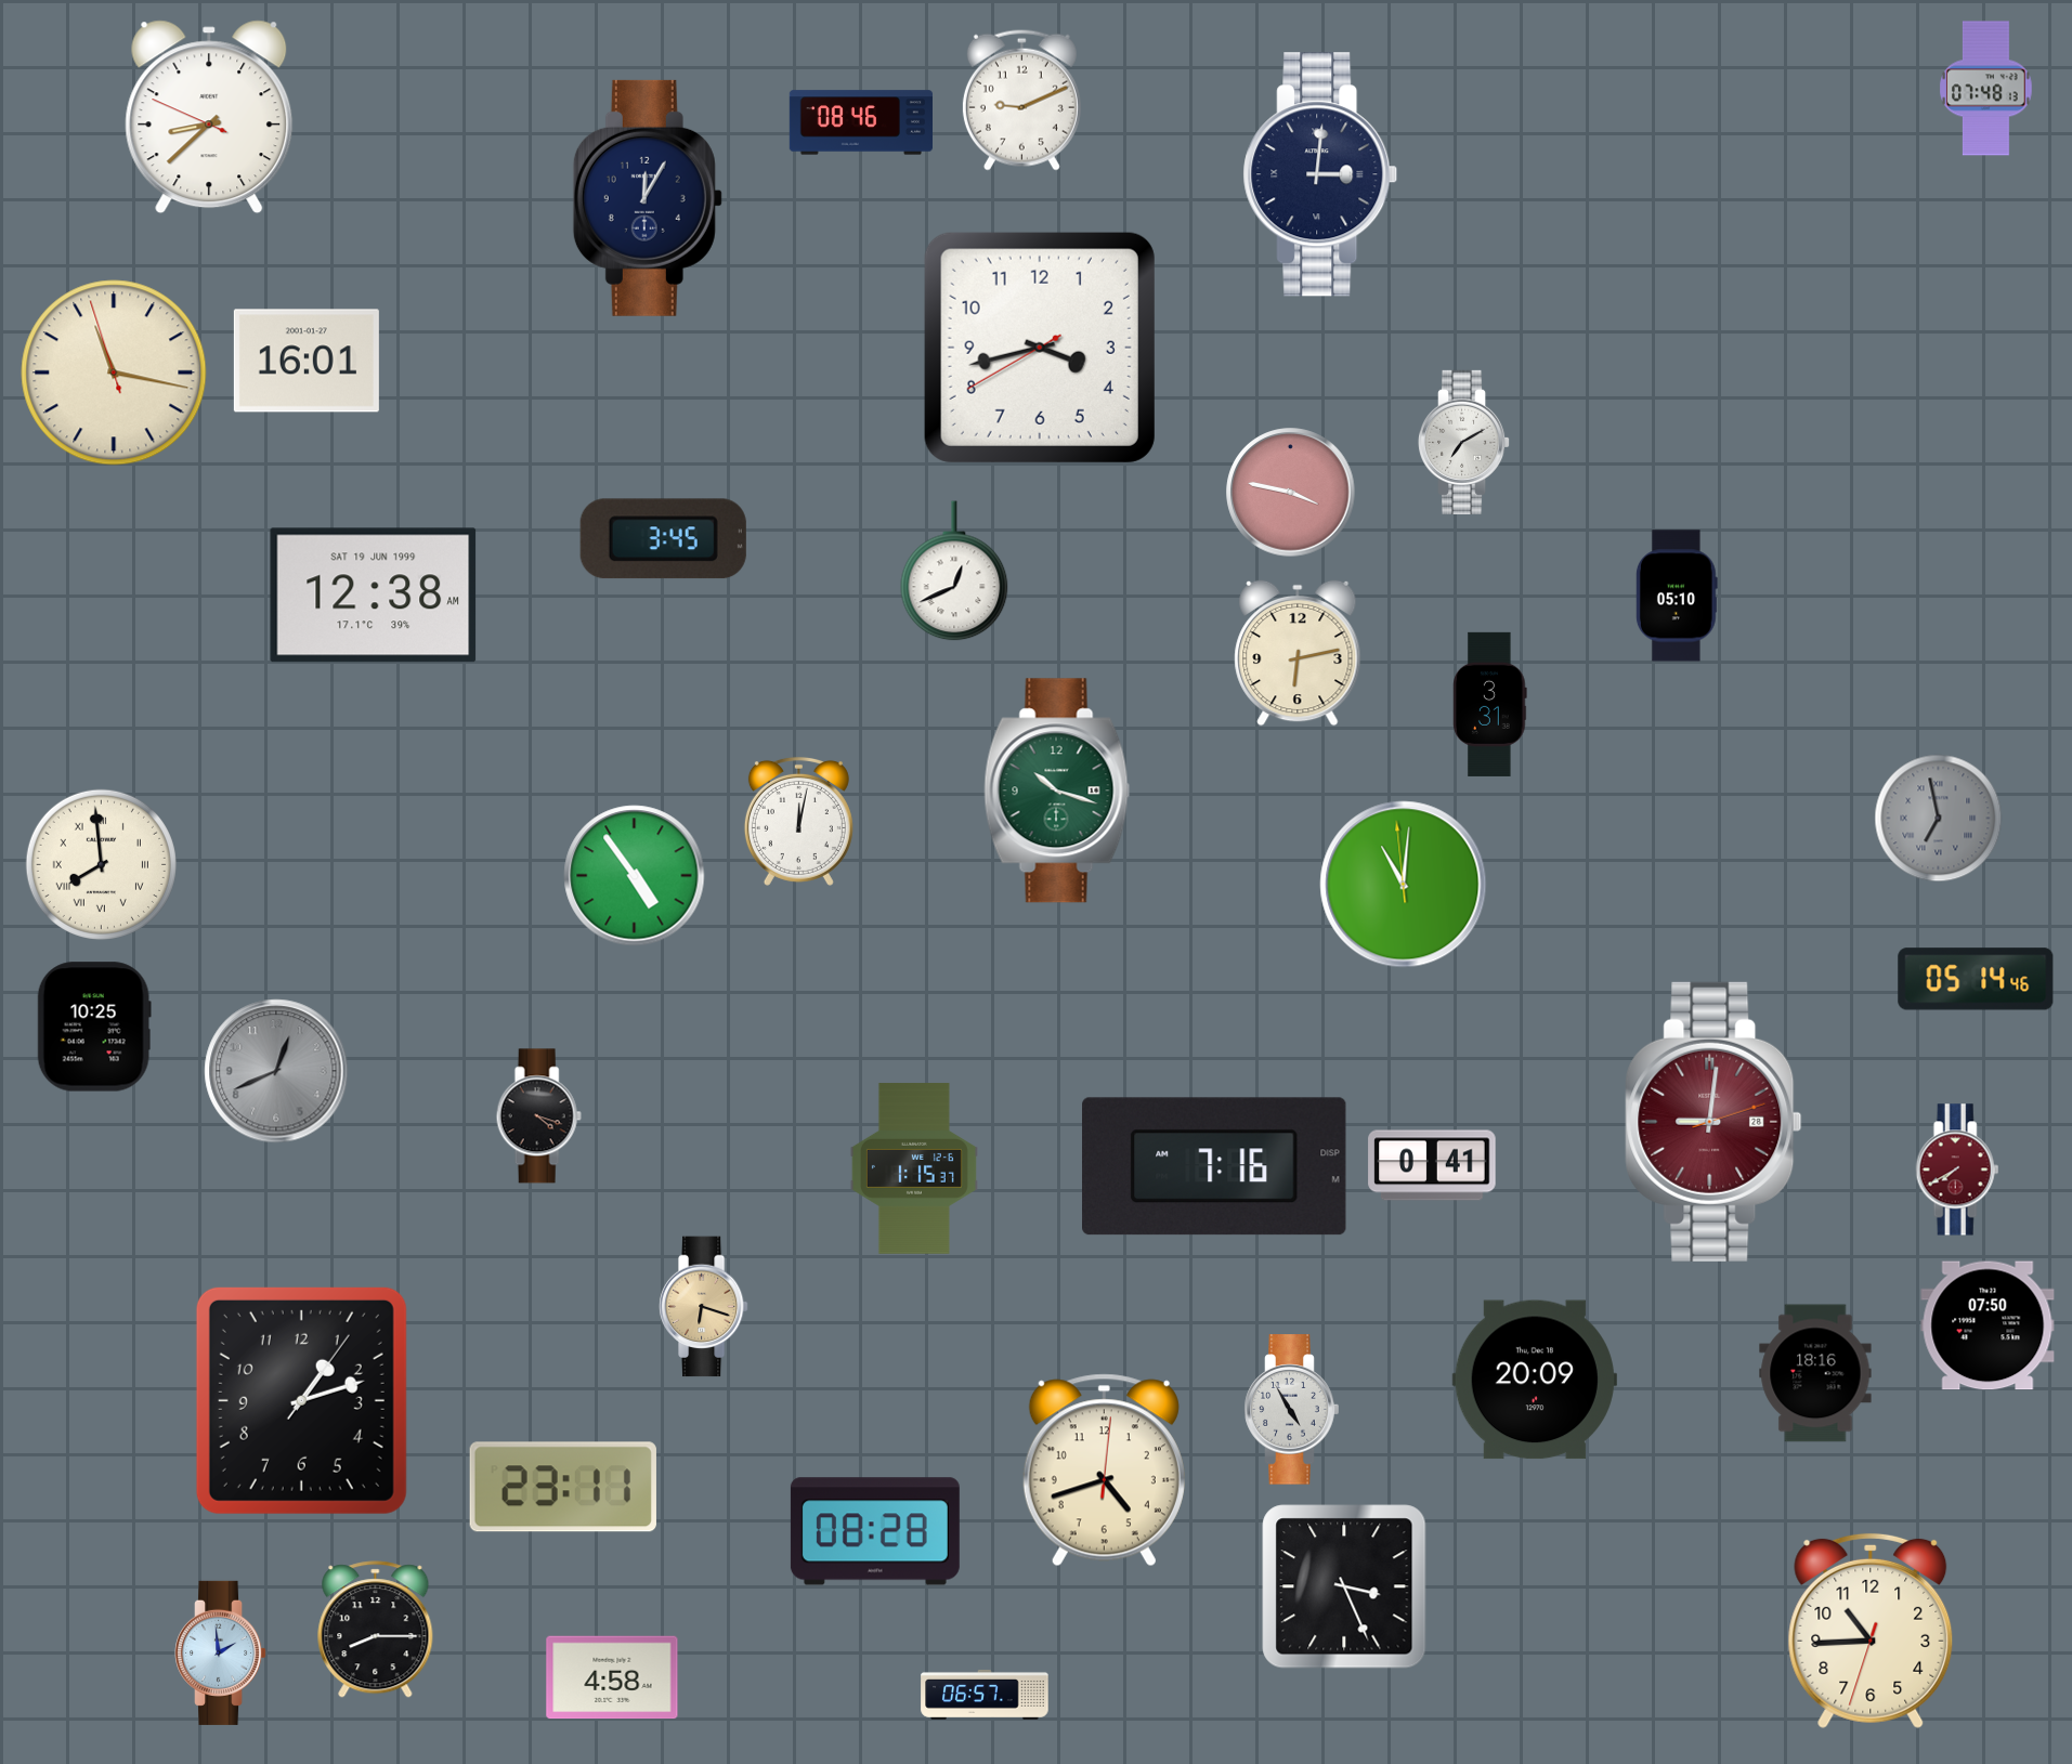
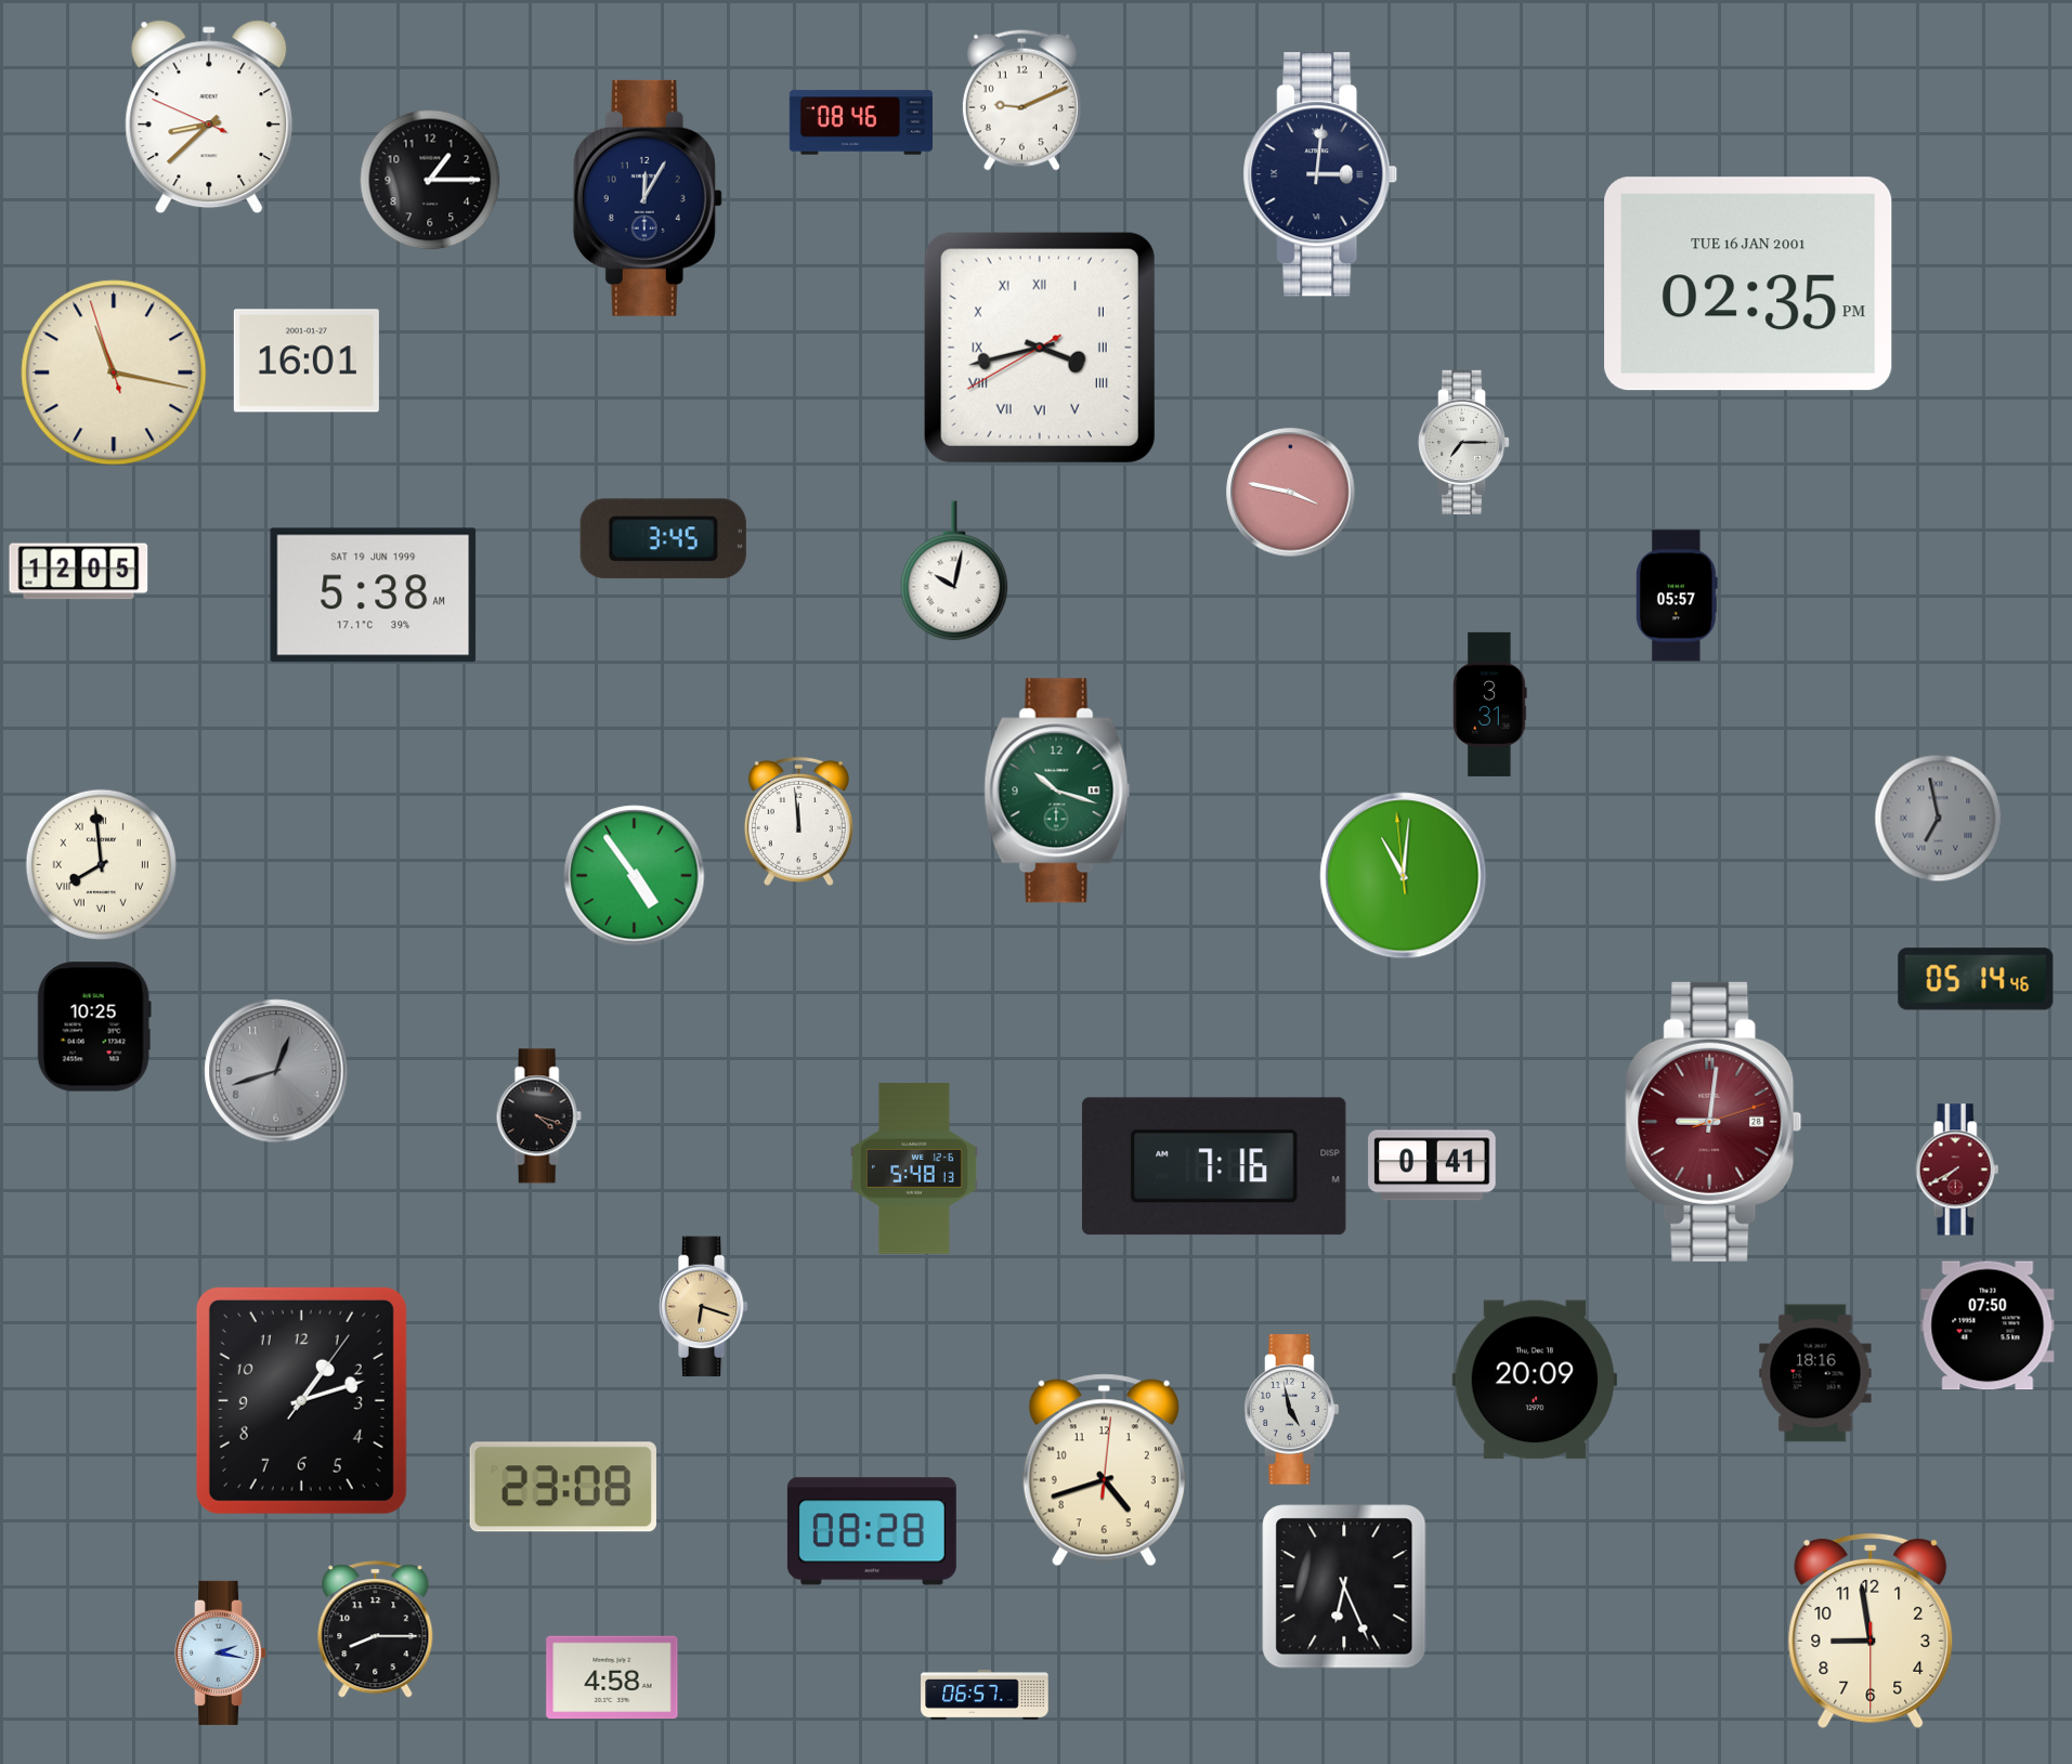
clock at (1986, 89): 07:48 -> none
clock at (430, 180): none -> 1:15
clock at (1748, 284): none -> 02:35
clock at (1040, 348) numerals: Arabic -> Roman
clock at (1464, 442): 7:10 -> 7:15
clock at (954, 571): 12:41 -> 10:02
clock at (79, 572): none -> 12:05
clock at (374, 596): 12:38 -> 5:38
clock at (1677, 596): 05:10 -> 05:57
clock at (1298, 653): 6:13 -> none
clock at (798, 821): 12:02 -> 11:59
clock at (1404, 885) position: (1404, 885) -> (1404, 876)
clock at (276, 1071): 12:41 -> 12:42
clock at (914, 1168): 1:15 -> 5:48
clock at (1292, 1410): 4:55 -> 4:58
clock at (563, 1487): 23:11 -> 23:08
clock at (875, 1531) position: (875, 1531) -> (872, 1531)
clock at (1344, 1586): 3:26 -> 6:26
clock at (1871, 1631): 10:44 -> 8:58
clock at (221, 1652): 1:59 -> 2:17
